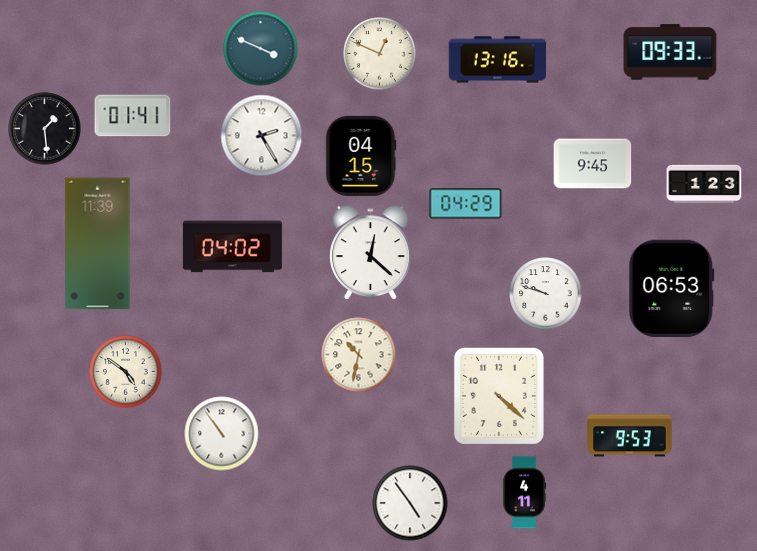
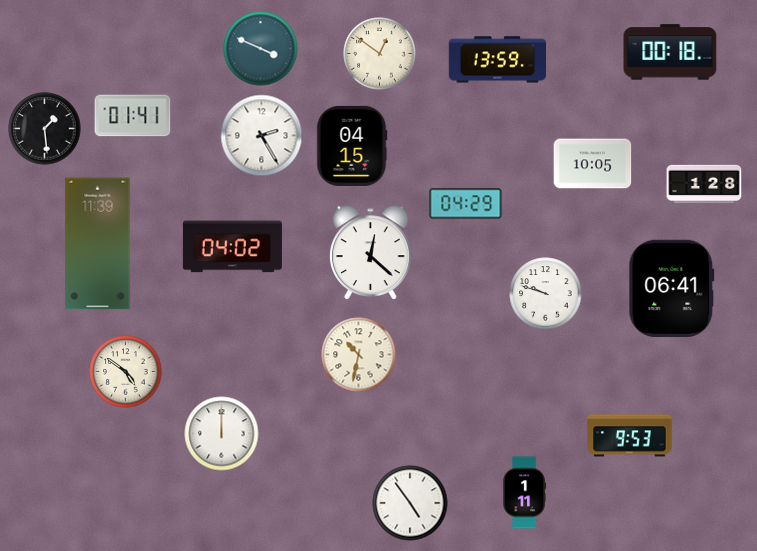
clock at (670, 52): 09:33 -> 00:18
clock at (380, 54): 12:49 -> 12:51
clock at (498, 60): 13:16 -> 13:59
clock at (361, 156) position: (361, 156) -> (352, 146)
clock at (593, 164): 9:45 -> 10:05
clock at (704, 184): 1:23 -> 1:28
clock at (672, 288): 06:53 -> 06:41
clock at (499, 396): 4:22 -> none
clock at (222, 434): 10:54 -> 12:00
clock at (525, 493): 4:11 -> 1:11
